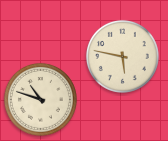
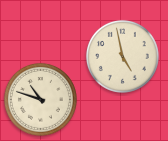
clock at (122, 56): 5:47 -> 4:58
